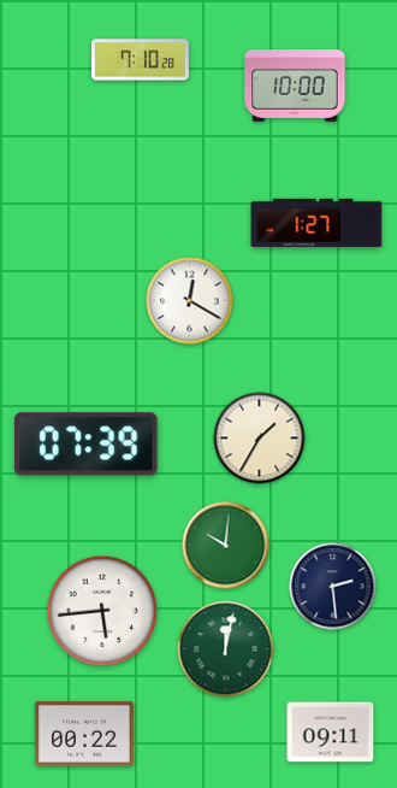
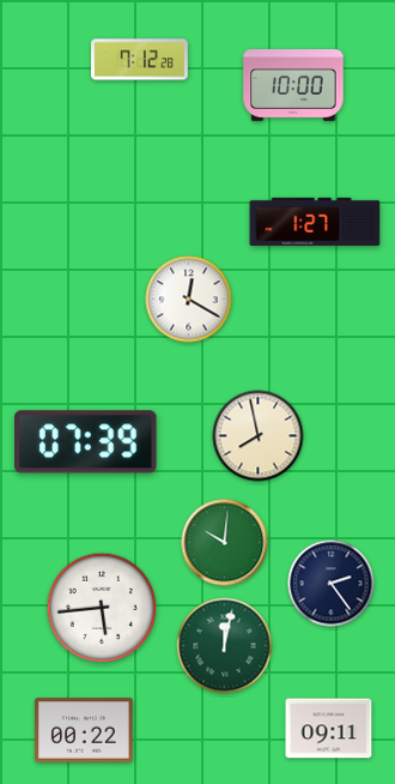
clock at (141, 60): 7:10 -> 7:12
clock at (260, 439): 1:35 -> 7:58
clock at (333, 587): 2:29 -> 2:24
